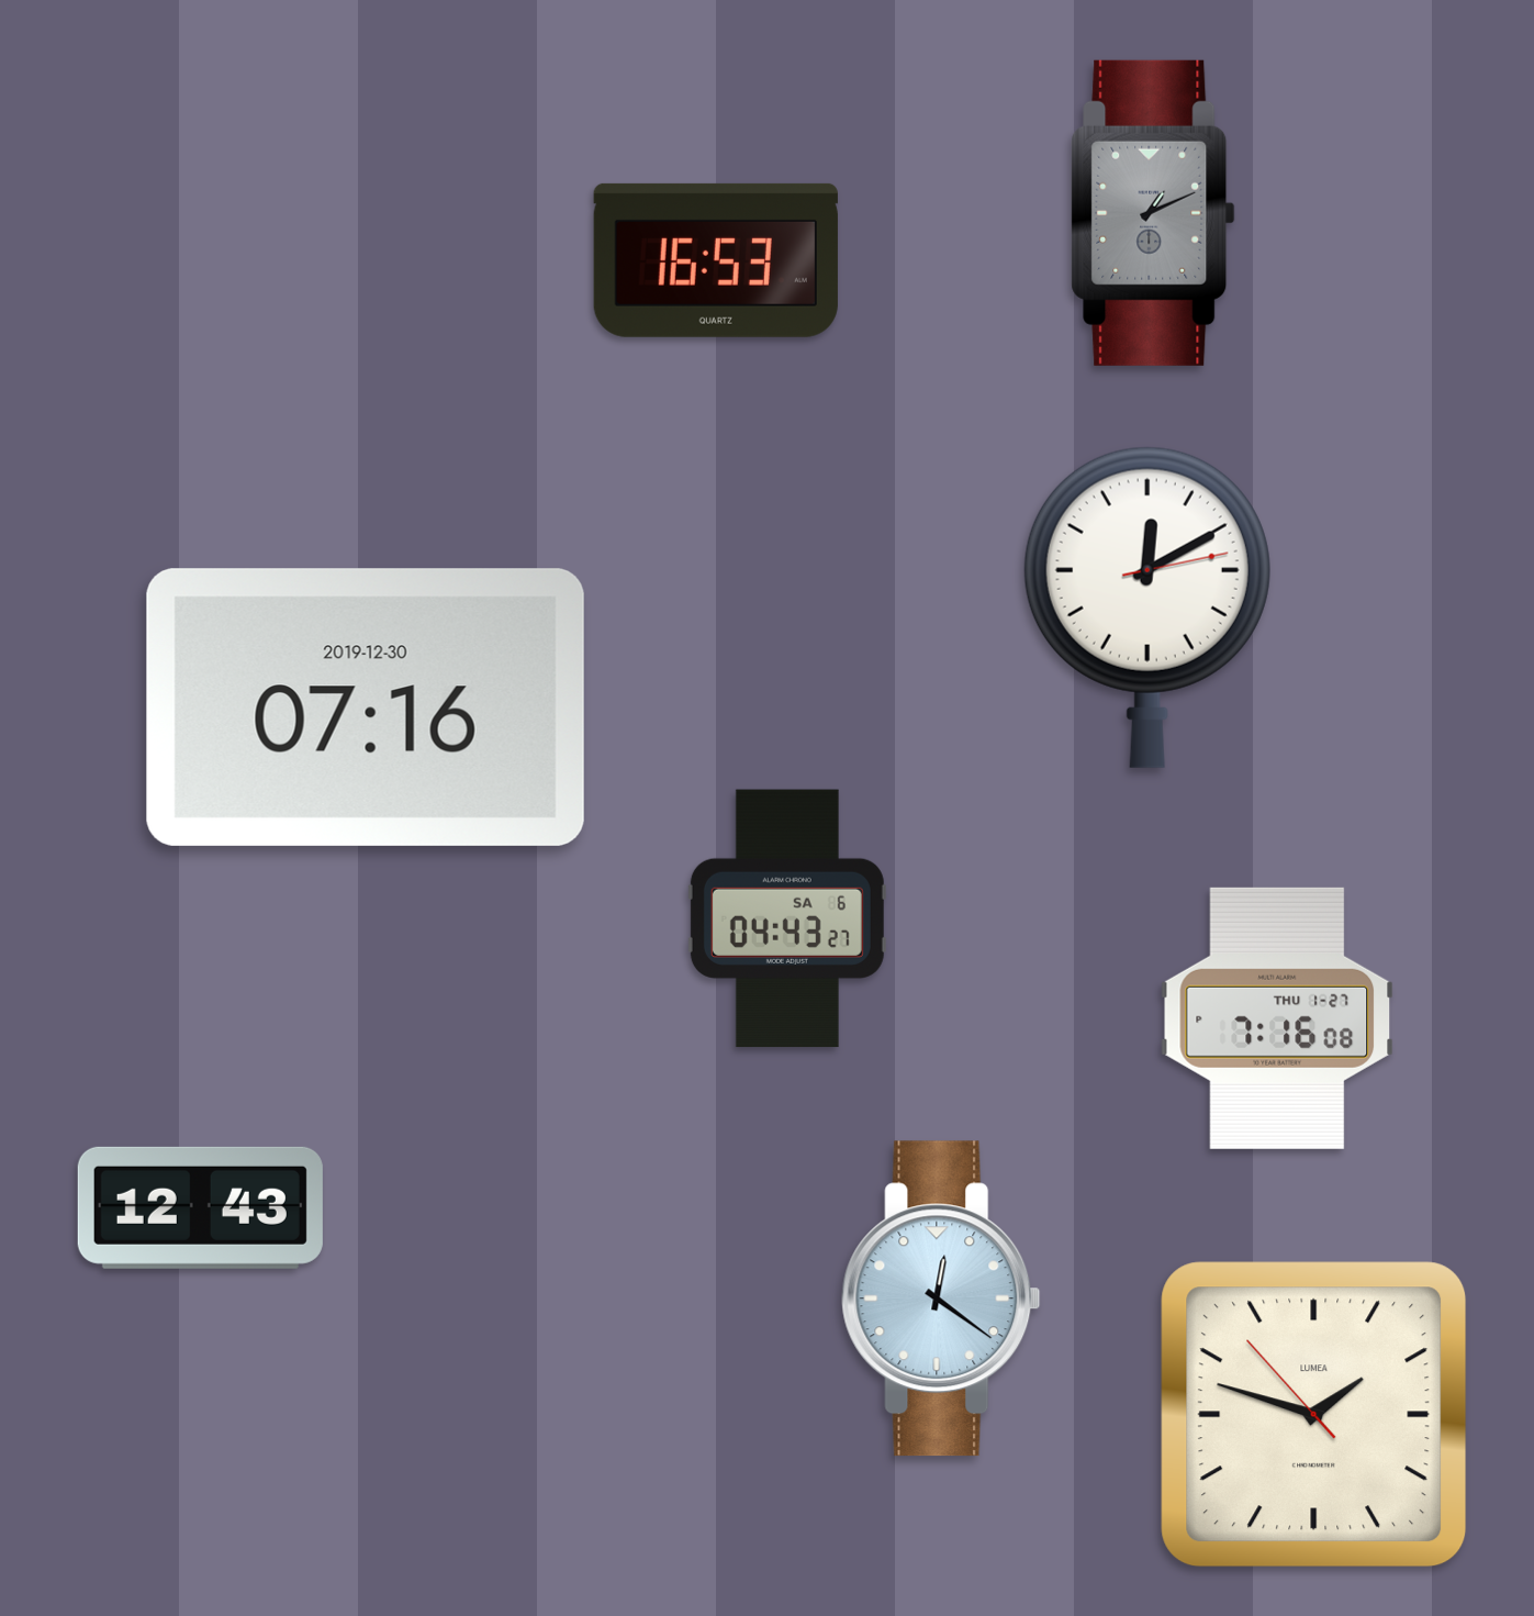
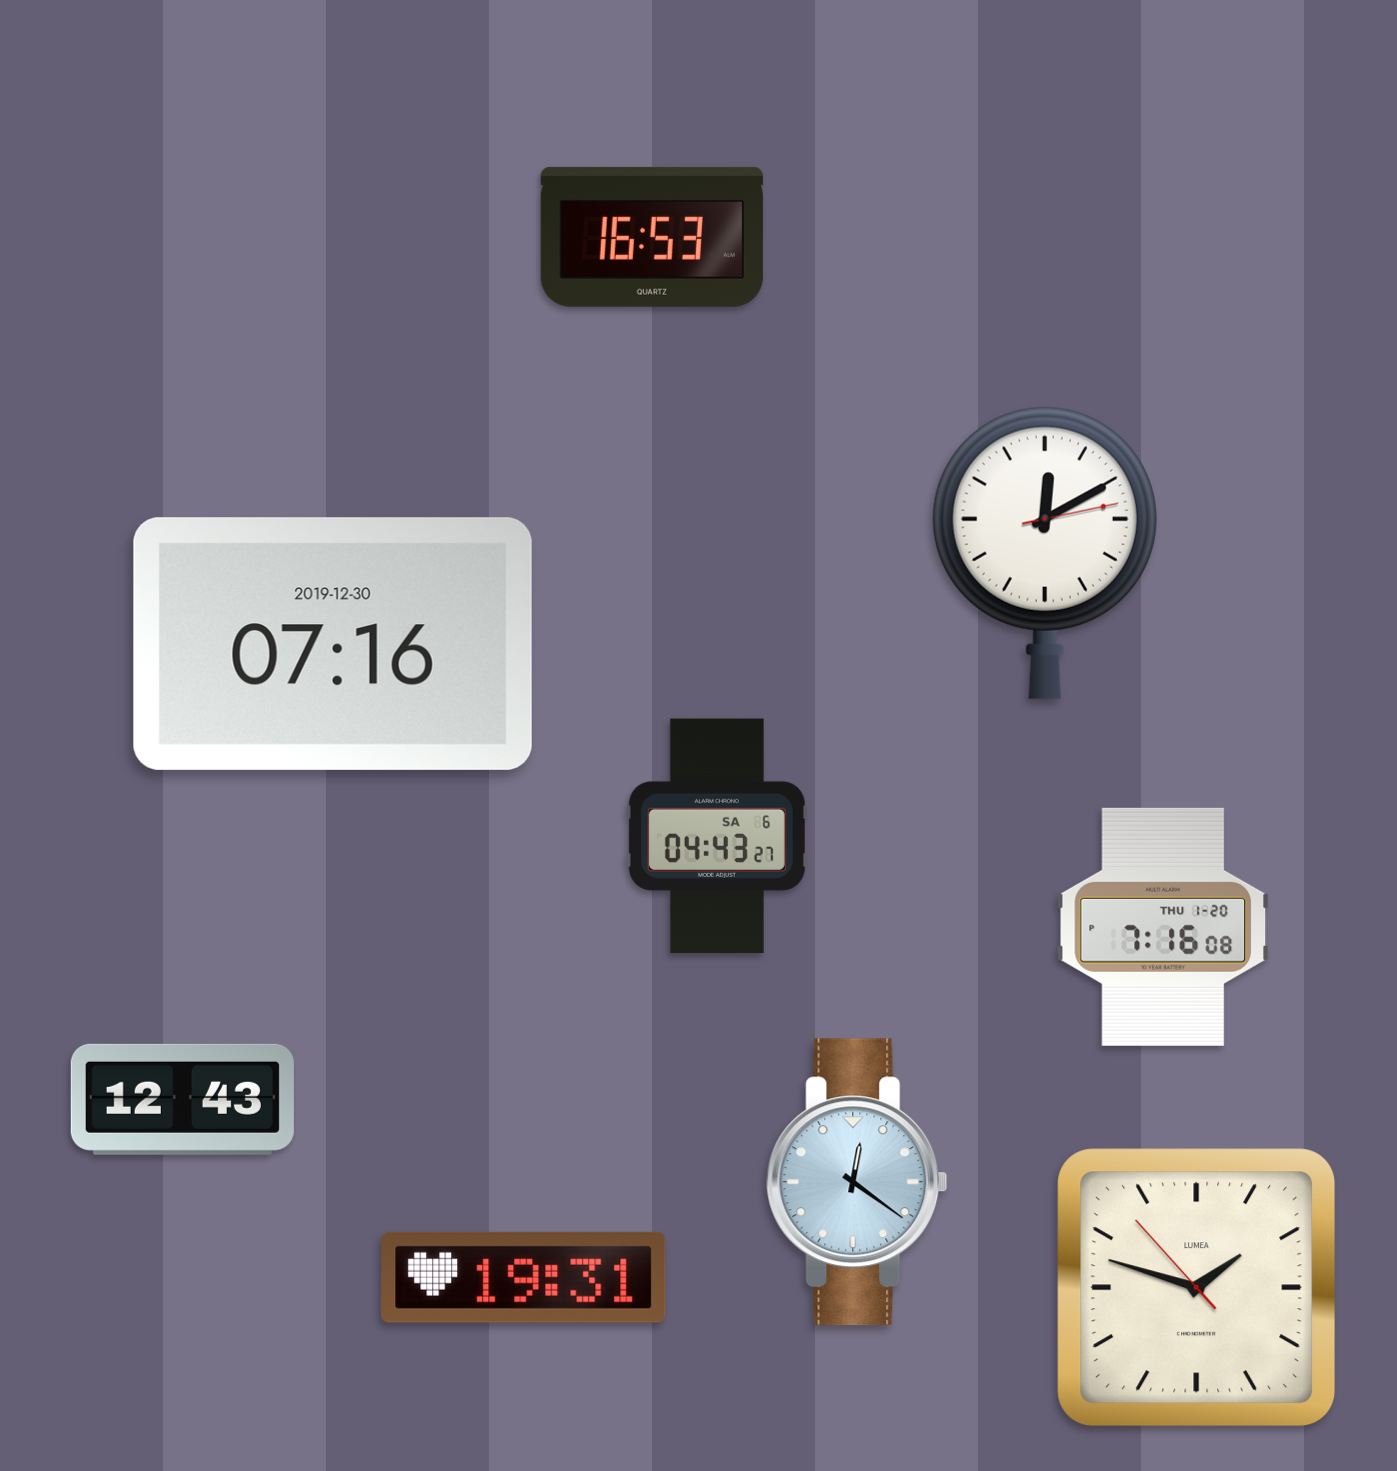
clock at (1153, 213): 1:11 -> none
clock at (1277, 1018) date: THU 1-27 -> THU 1-20
clock at (524, 1277): none -> 19:31
